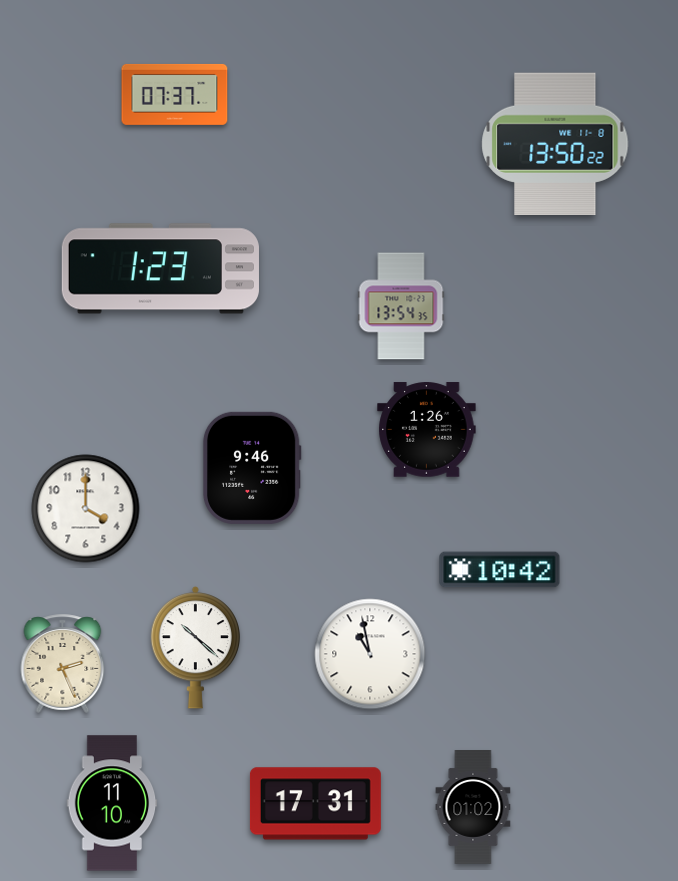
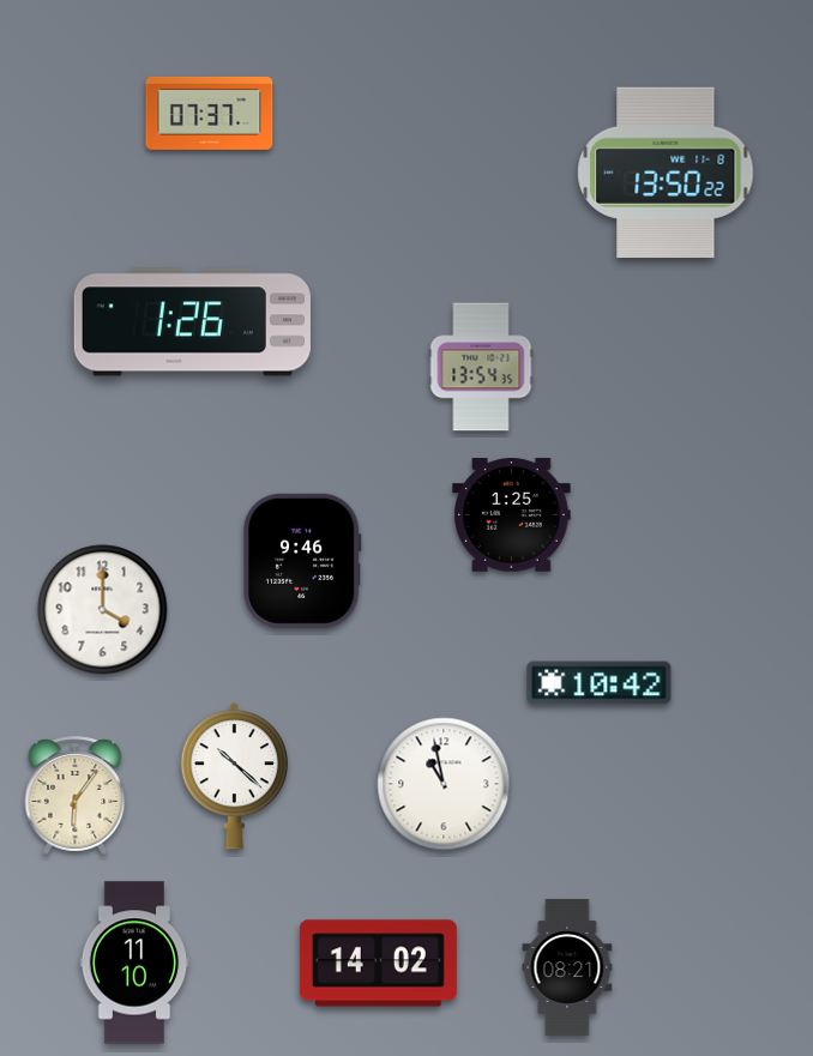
clock at (160, 269): 1:23 -> 1:26
clock at (427, 430): 1:26 -> 1:25
clock at (63, 663): 2:26 -> 6:06
clock at (315, 804): 17:31 -> 14:02
clock at (473, 808): 01:02 -> 08:21
